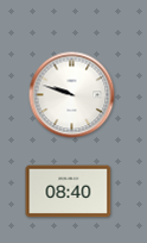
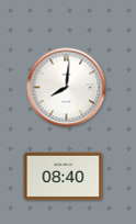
clock at (72, 95): 9:48 -> 8:01
